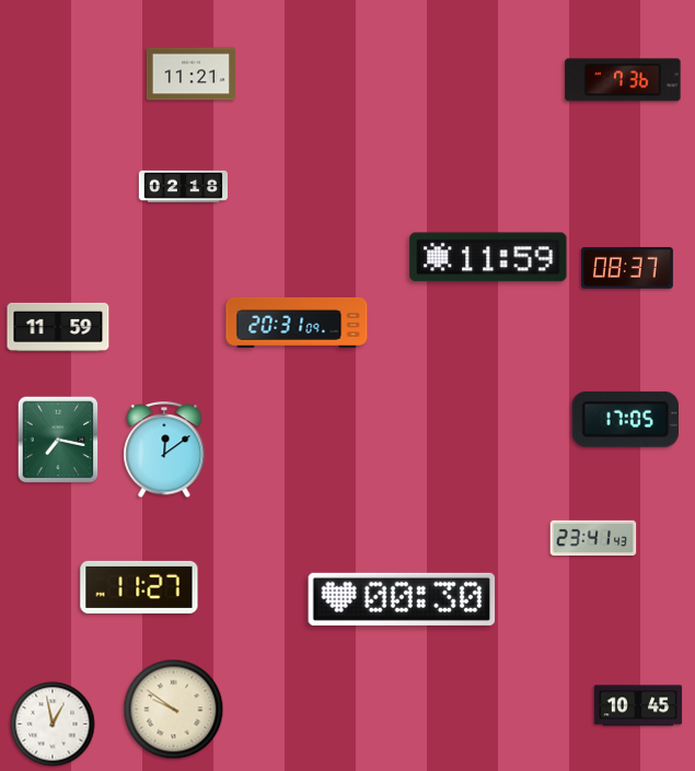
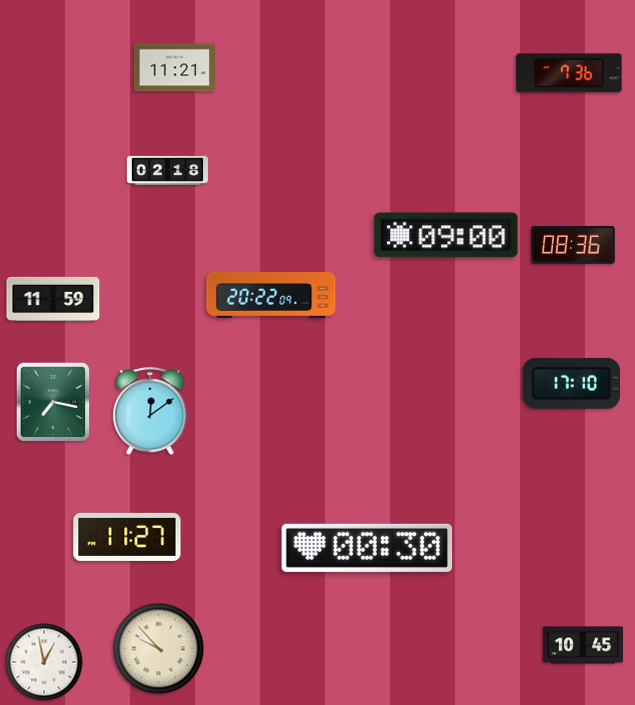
clock at (488, 257): 11:59 -> 09:00
clock at (627, 268): 08:37 -> 08:36
clock at (297, 323): 20:31 -> 20:22
clock at (625, 419): 17:05 -> 17:10
clock at (593, 538): 23:41 -> none
clock at (174, 710): 9:51 -> 9:53
clock at (53, 724) position: (53, 724) -> (44, 662)
